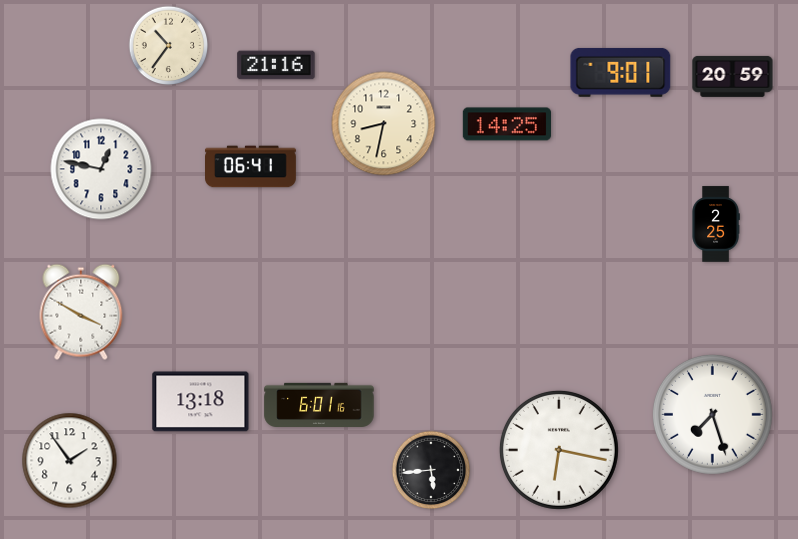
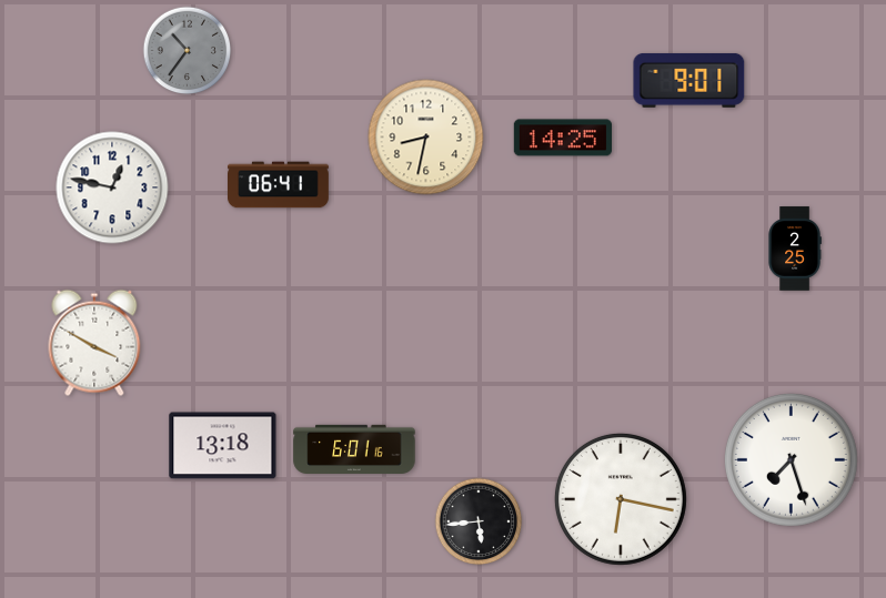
clock at (169, 46) dial: cream -> grey
clock at (276, 65): 21:16 -> none
clock at (733, 76): 20:59 -> none
clock at (81, 312) position: (81, 312) -> (94, 343)
clock at (70, 461): 1:54 -> none
